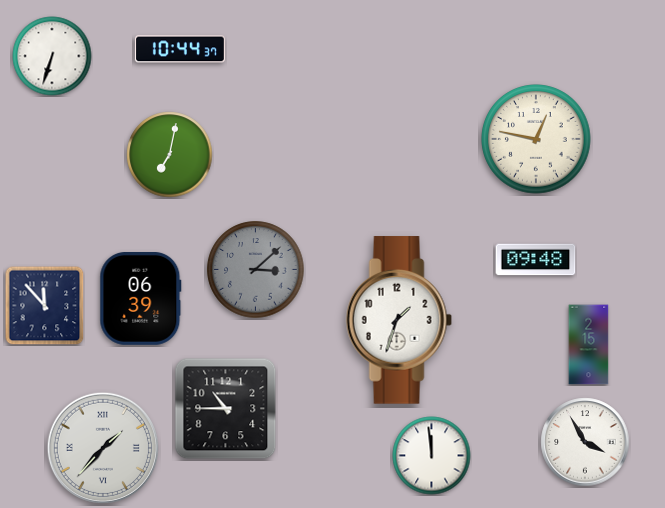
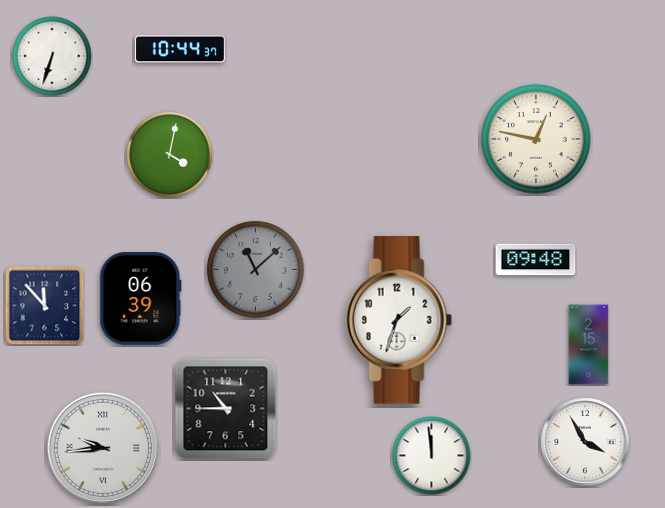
clock at (170, 155): 7:02 -> 4:02
clock at (256, 270): 3:08 -> 11:08
clock at (103, 448): 1:37 -> 9:44
